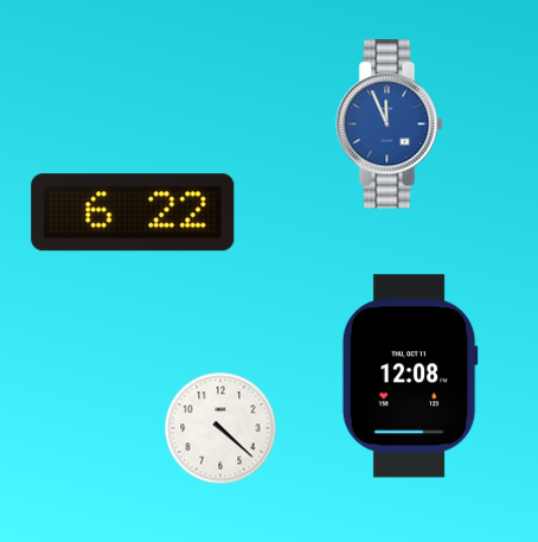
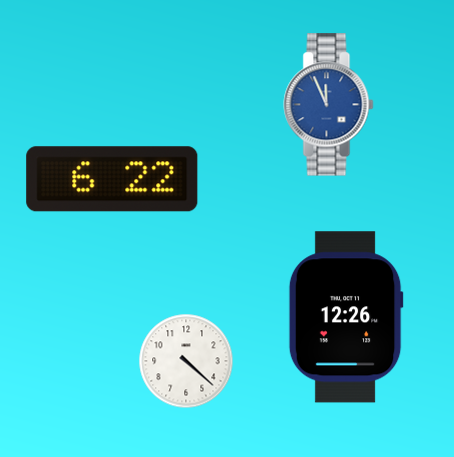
clock at (410, 376): 12:08 -> 12:26
